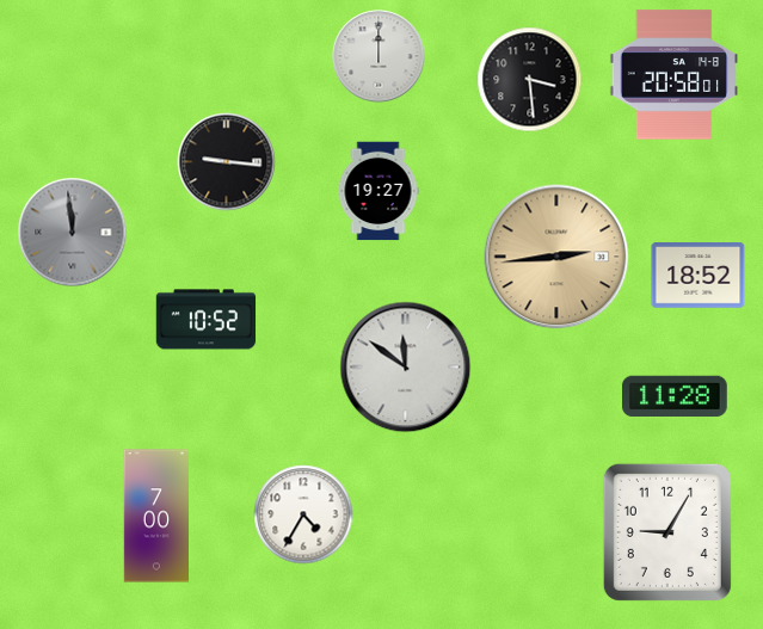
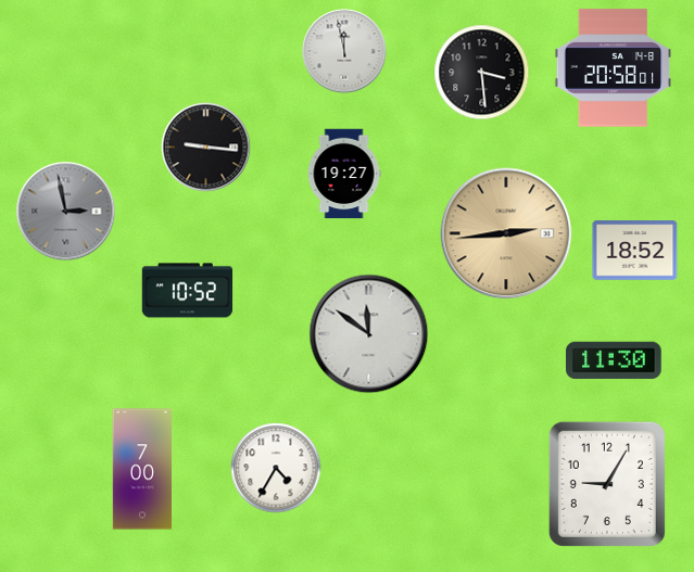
clock at (379, 56): 12:00 -> 11:58
clock at (73, 233): 11:59 -> 2:58
clock at (676, 395): 11:28 -> 11:30
